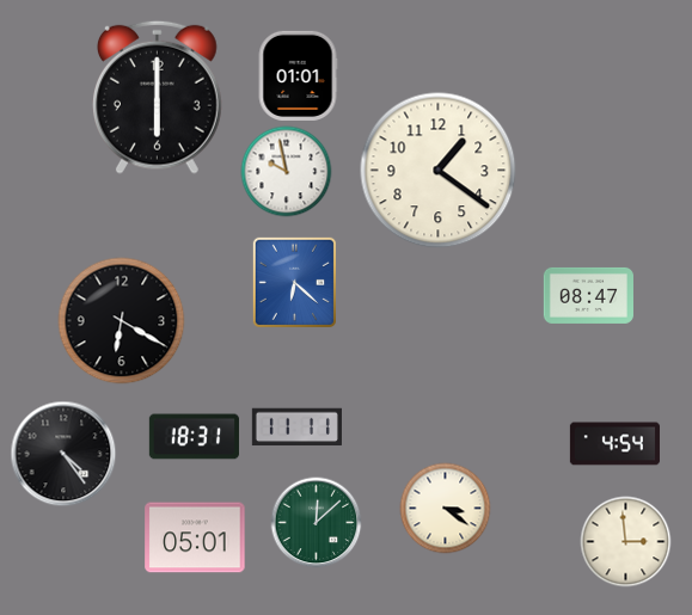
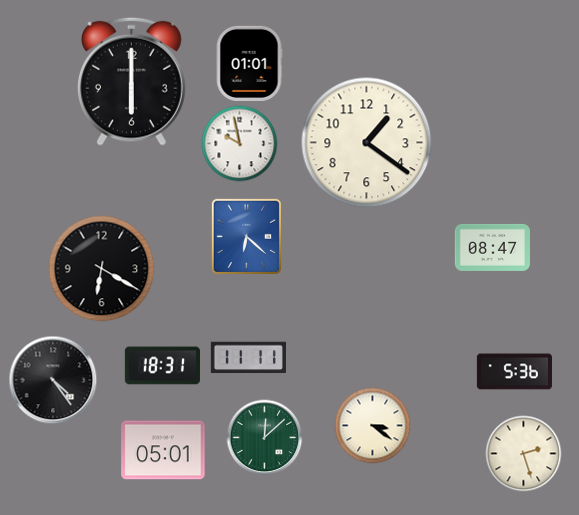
clock at (614, 444): 4:54 -> 5:36
clock at (626, 542): 2:59 -> 2:27
